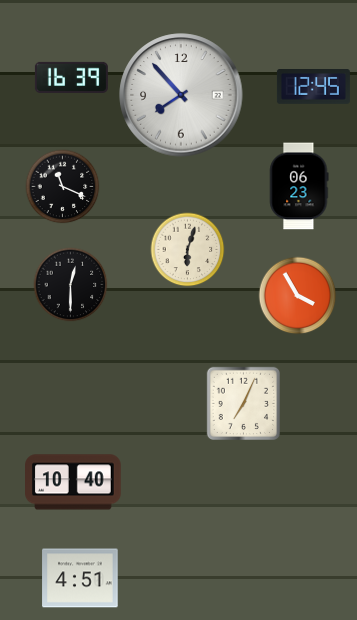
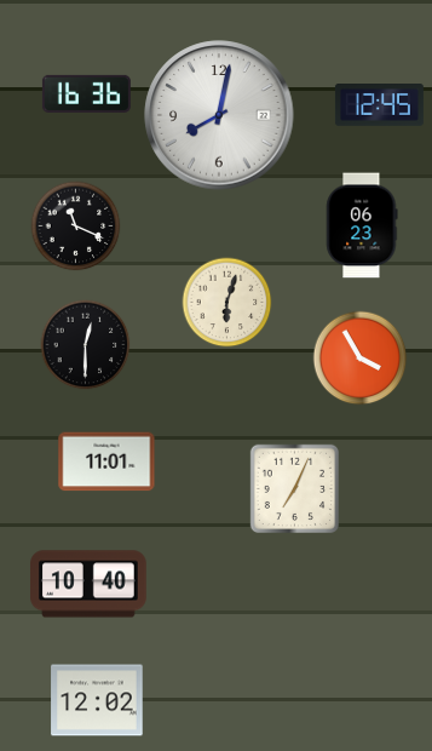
clock at (71, 77): 16:39 -> 16:36
clock at (181, 95): 7:53 -> 8:02
clock at (106, 462): none -> 11:01
clock at (80, 578): 4:51 -> 12:02
